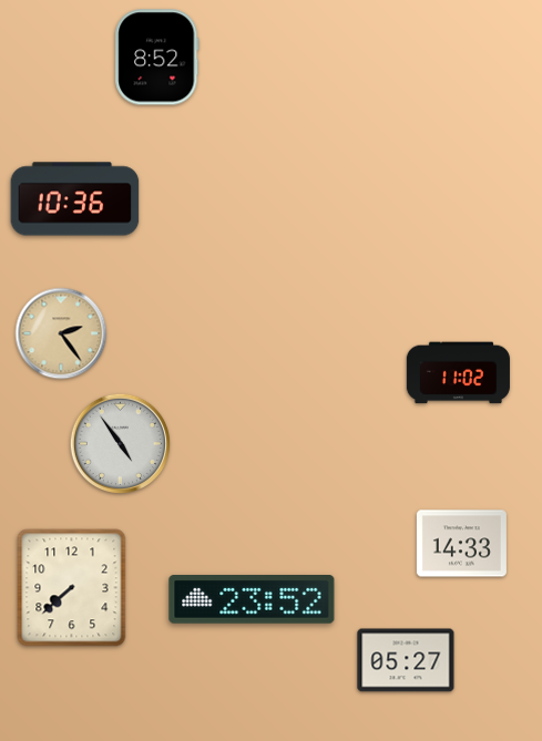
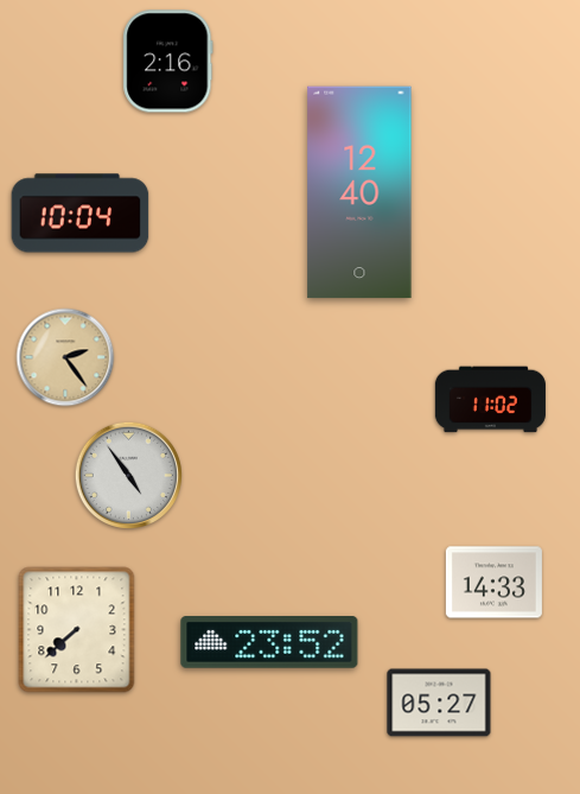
clock at (157, 58): 8:52 -> 2:16
clock at (359, 192): none -> 12:40
clock at (75, 199): 10:36 -> 10:04
clock at (406, 660) position: (406, 660) -> (439, 703)
